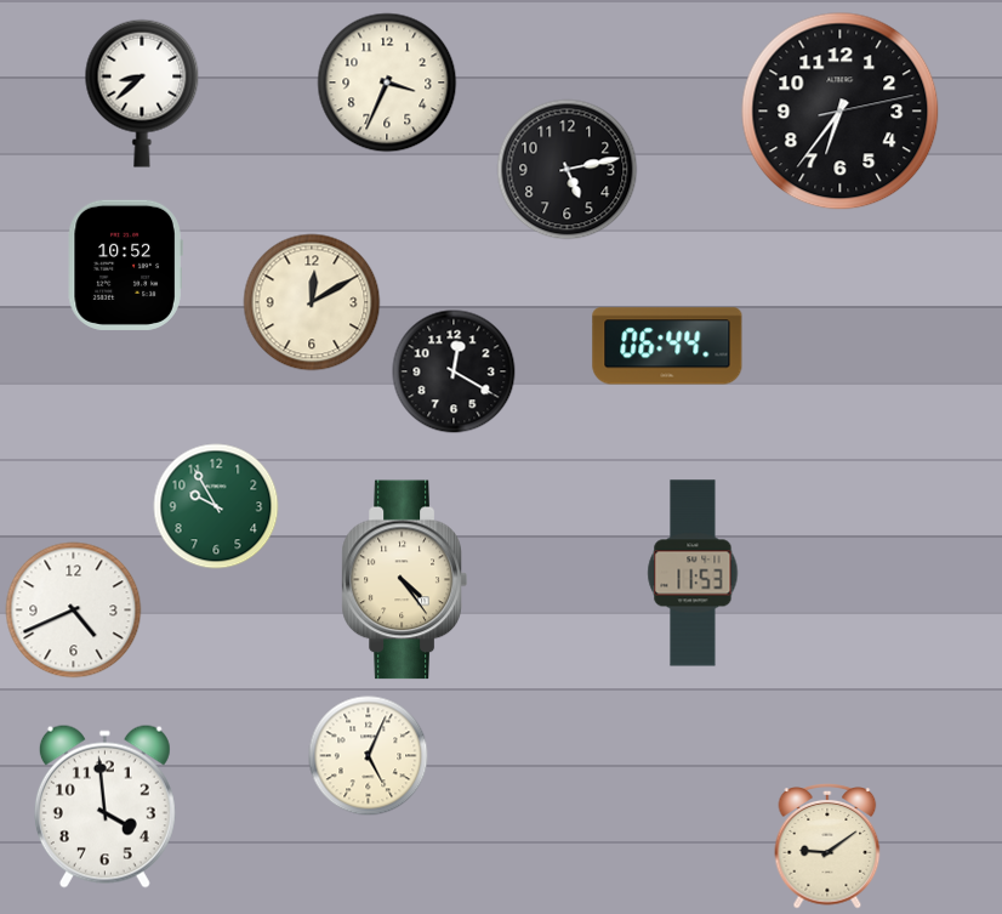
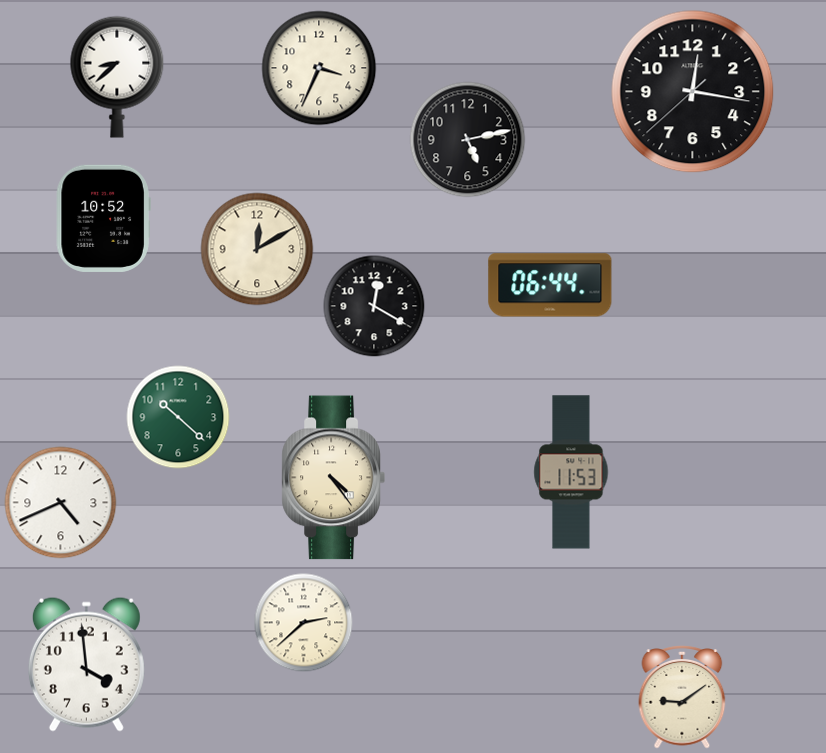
clock at (841, 112): 6:36 -> 12:16
clock at (216, 506): 9:55 -> 10:22
clock at (369, 756): 5:04 -> 2:38
